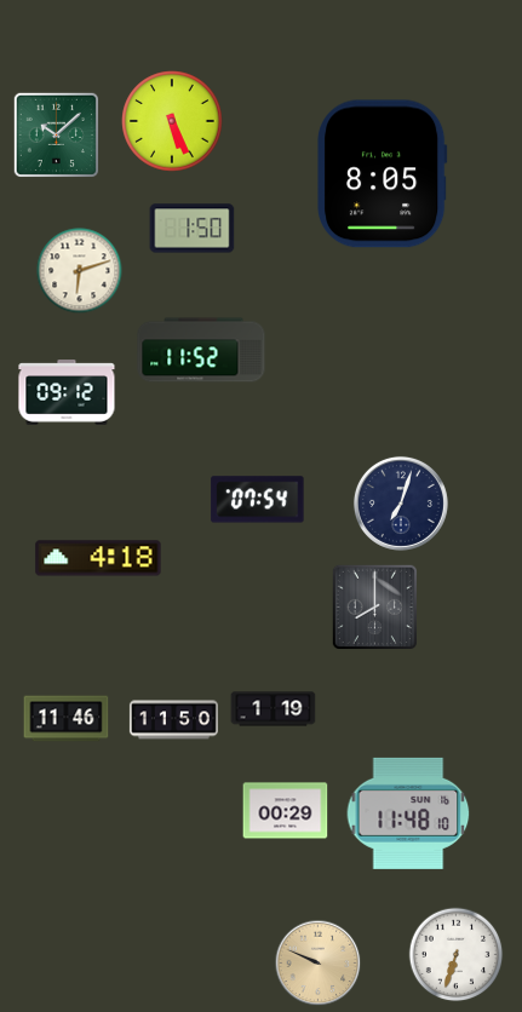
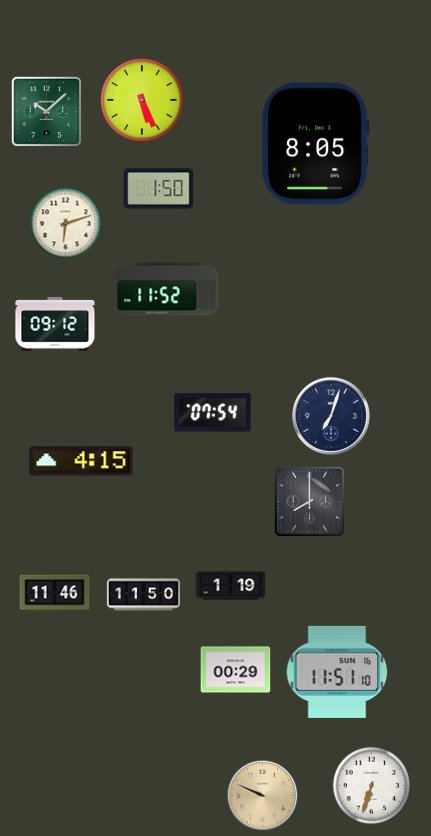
clock at (98, 558): 4:18 -> 4:15
clock at (274, 709) position: (274, 709) -> (231, 586)
clock at (408, 813): 11:48 -> 11:51
clock at (457, 955) position: (457, 955) -> (372, 786)
